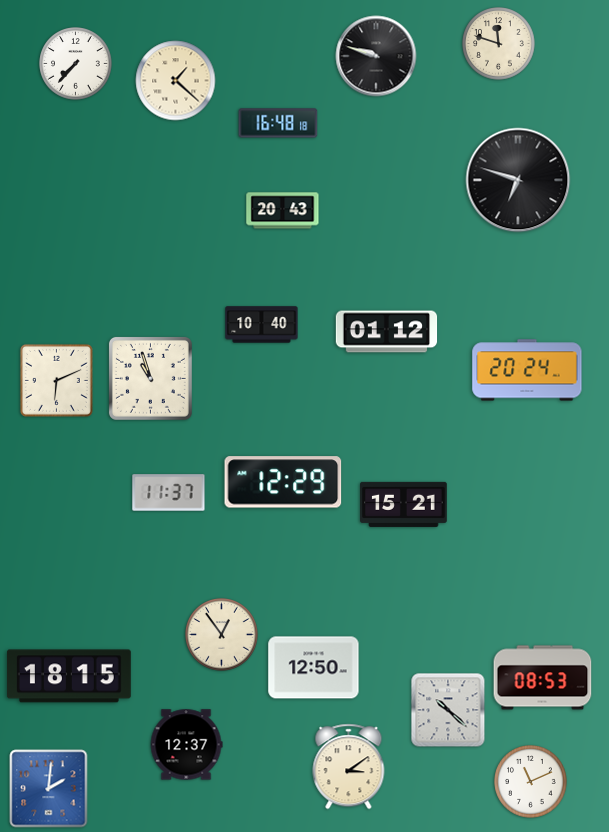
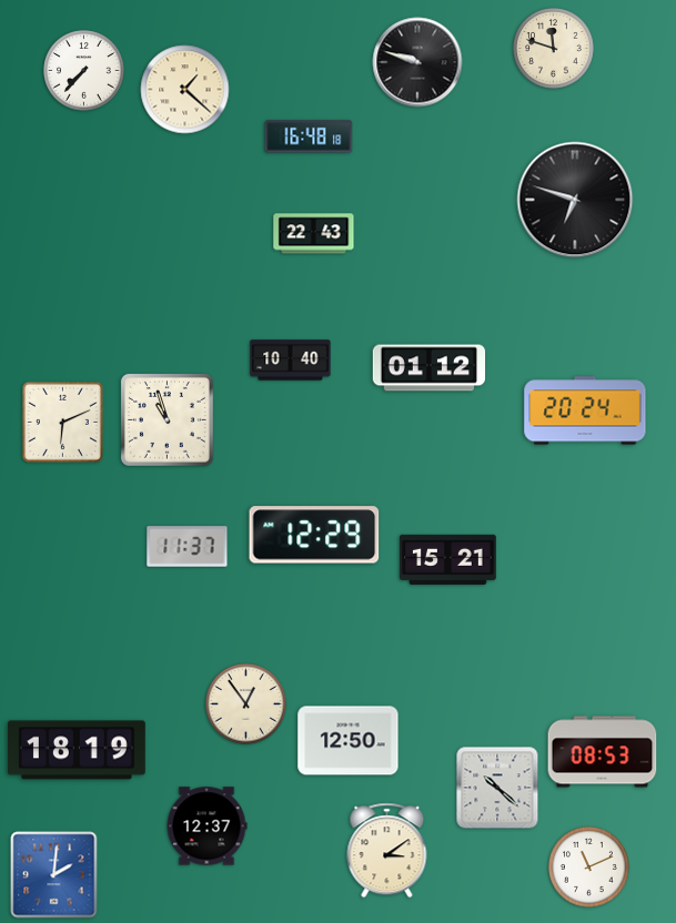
clock at (176, 81) position: (176, 81) -> (185, 90)
clock at (283, 211): 20:43 -> 22:43
clock at (69, 676): 18:15 -> 18:19
